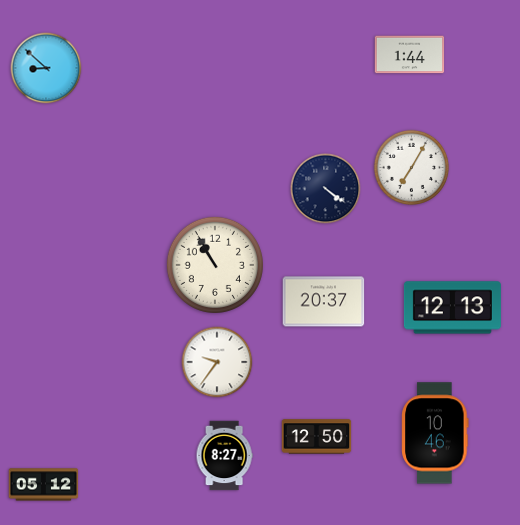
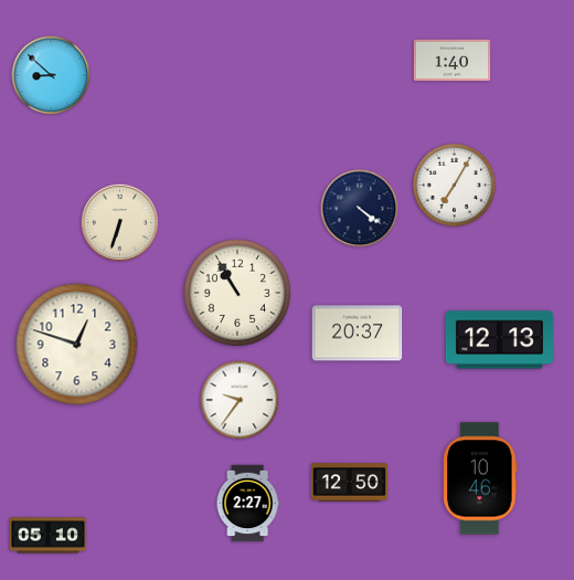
clock at (410, 55): 1:44 -> 1:40
clock at (119, 222): none -> 6:33
clock at (77, 345): none -> 12:48
clock at (224, 456): 8:27 -> 2:27
clock at (44, 485): 05:12 -> 05:10
